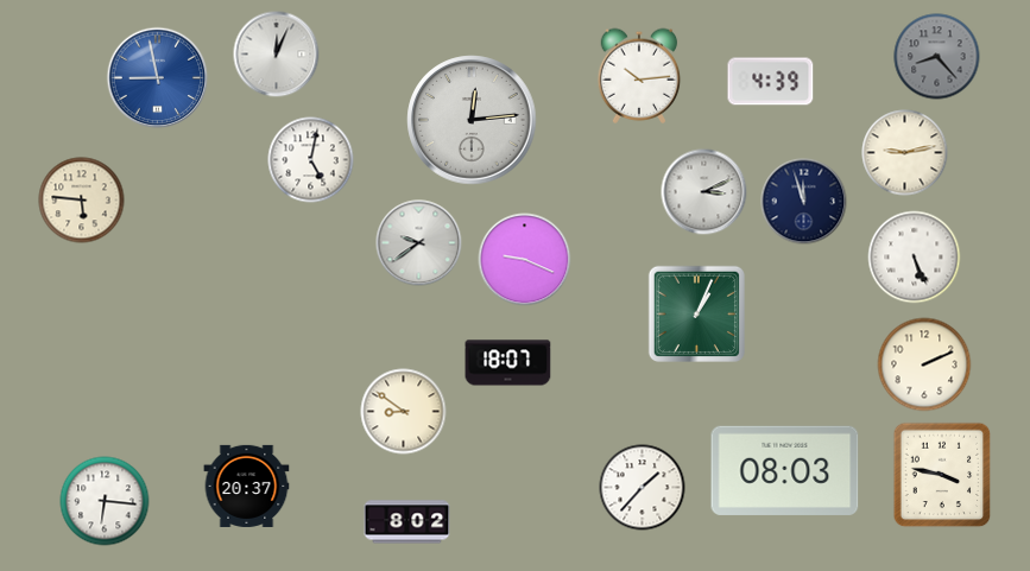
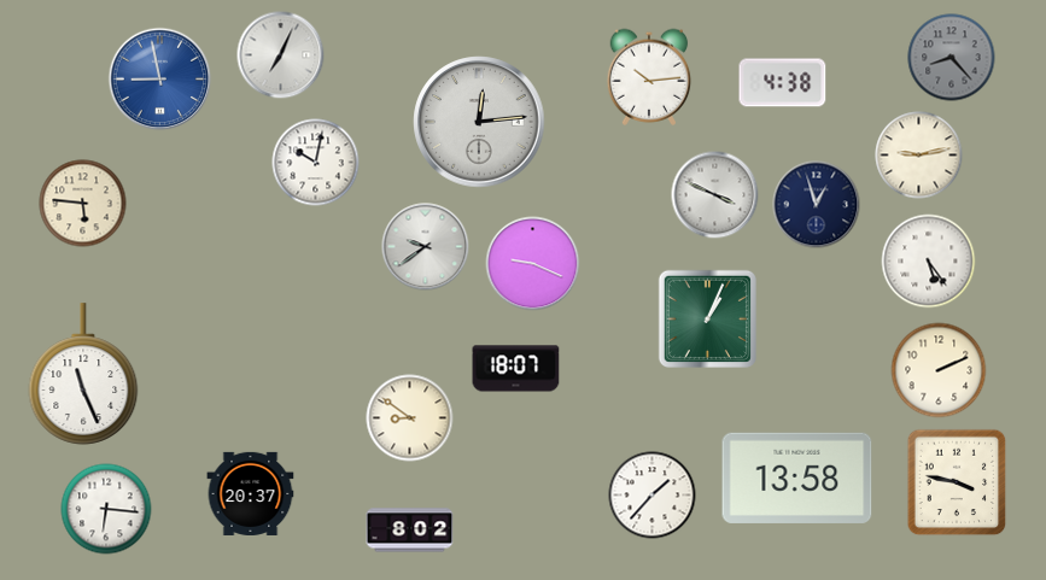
clock at (277, 55): 12:04 -> 7:04
clock at (771, 82): 4:39 -> 4:38
clock at (311, 160): 5:02 -> 10:02
clock at (704, 192): 3:11 -> 3:49
clock at (804, 202): 11:57 -> 12:57
clock at (915, 258): 5:26 -> 5:24
clock at (83, 374): none -> 11:26
clock at (785, 470): 08:03 -> 13:58
clock at (407, 522) position: (407, 522) -> (410, 531)
